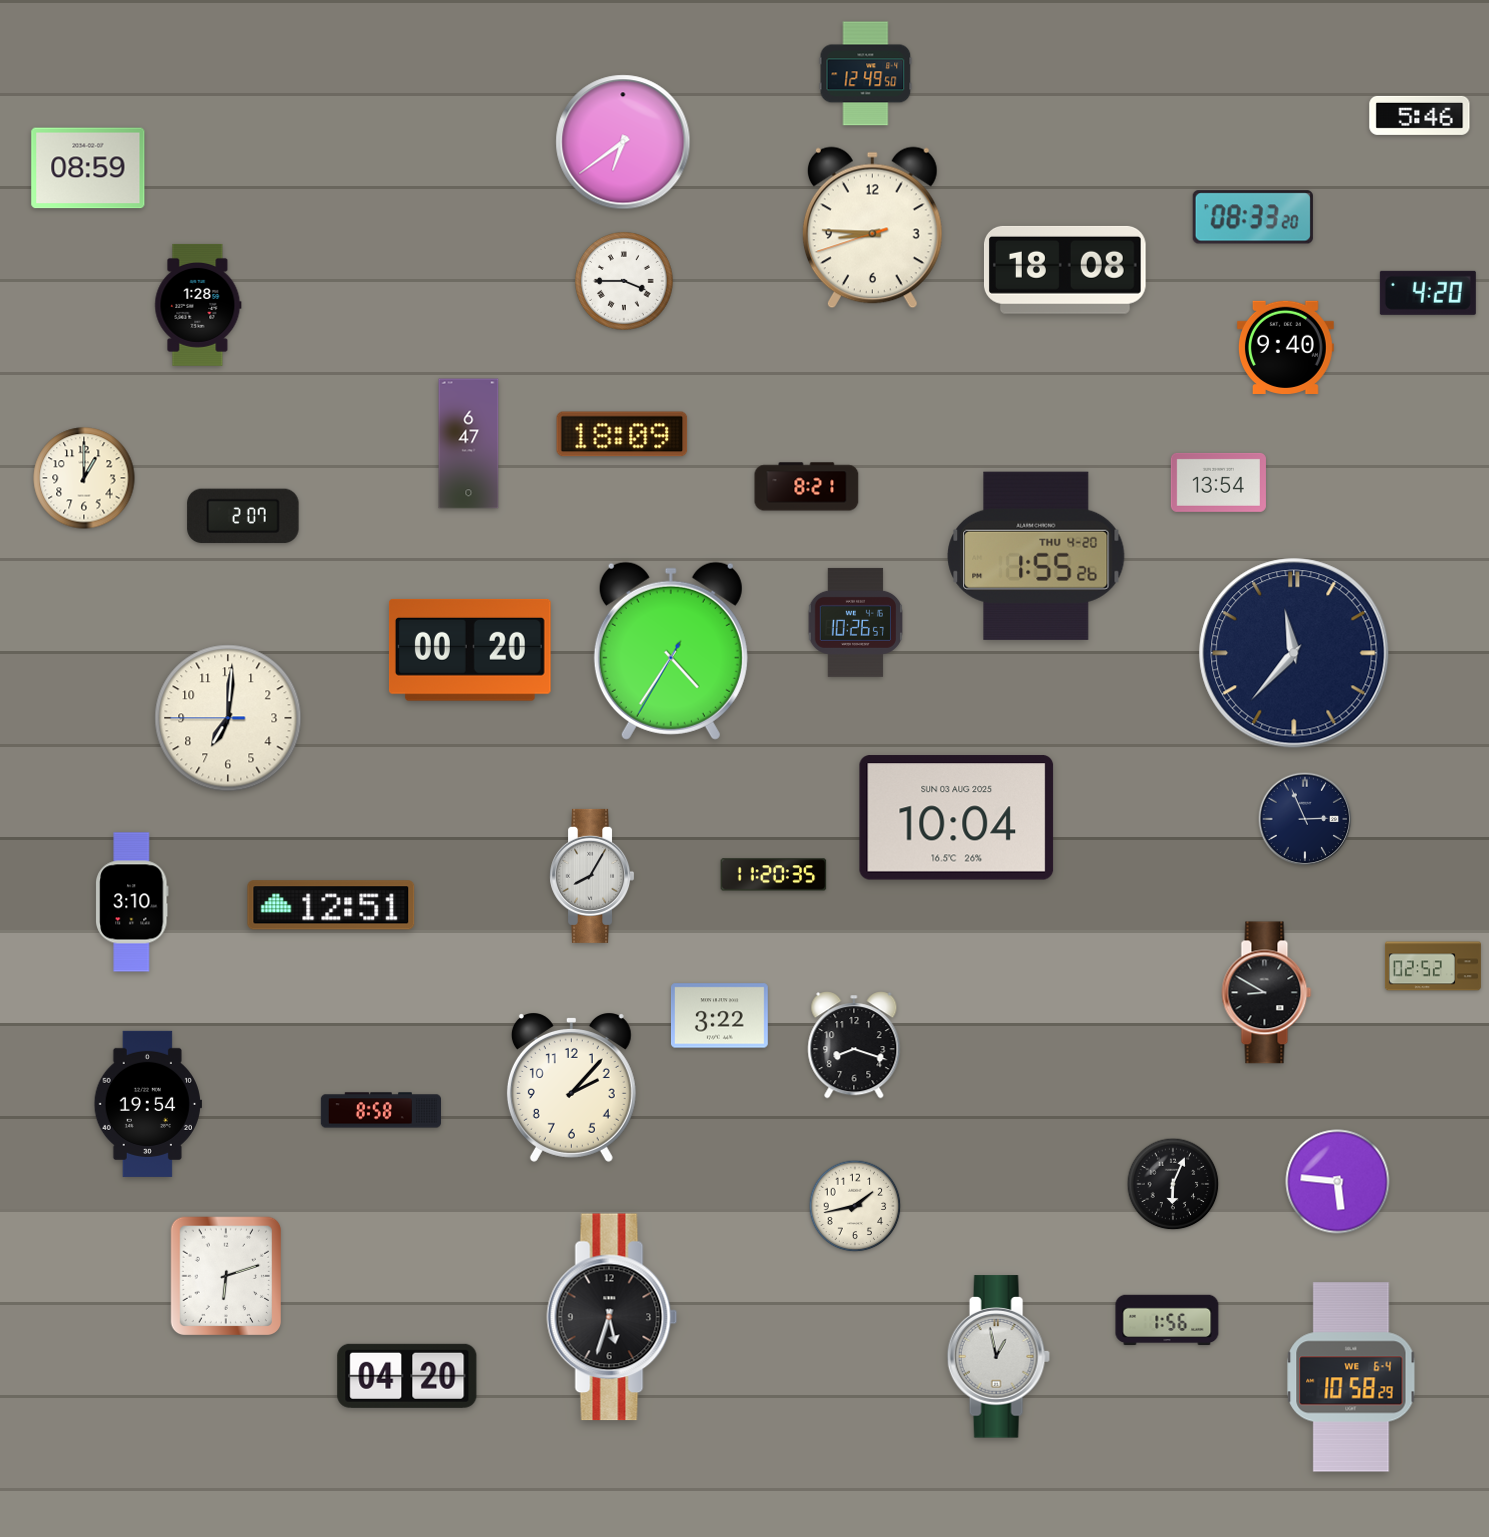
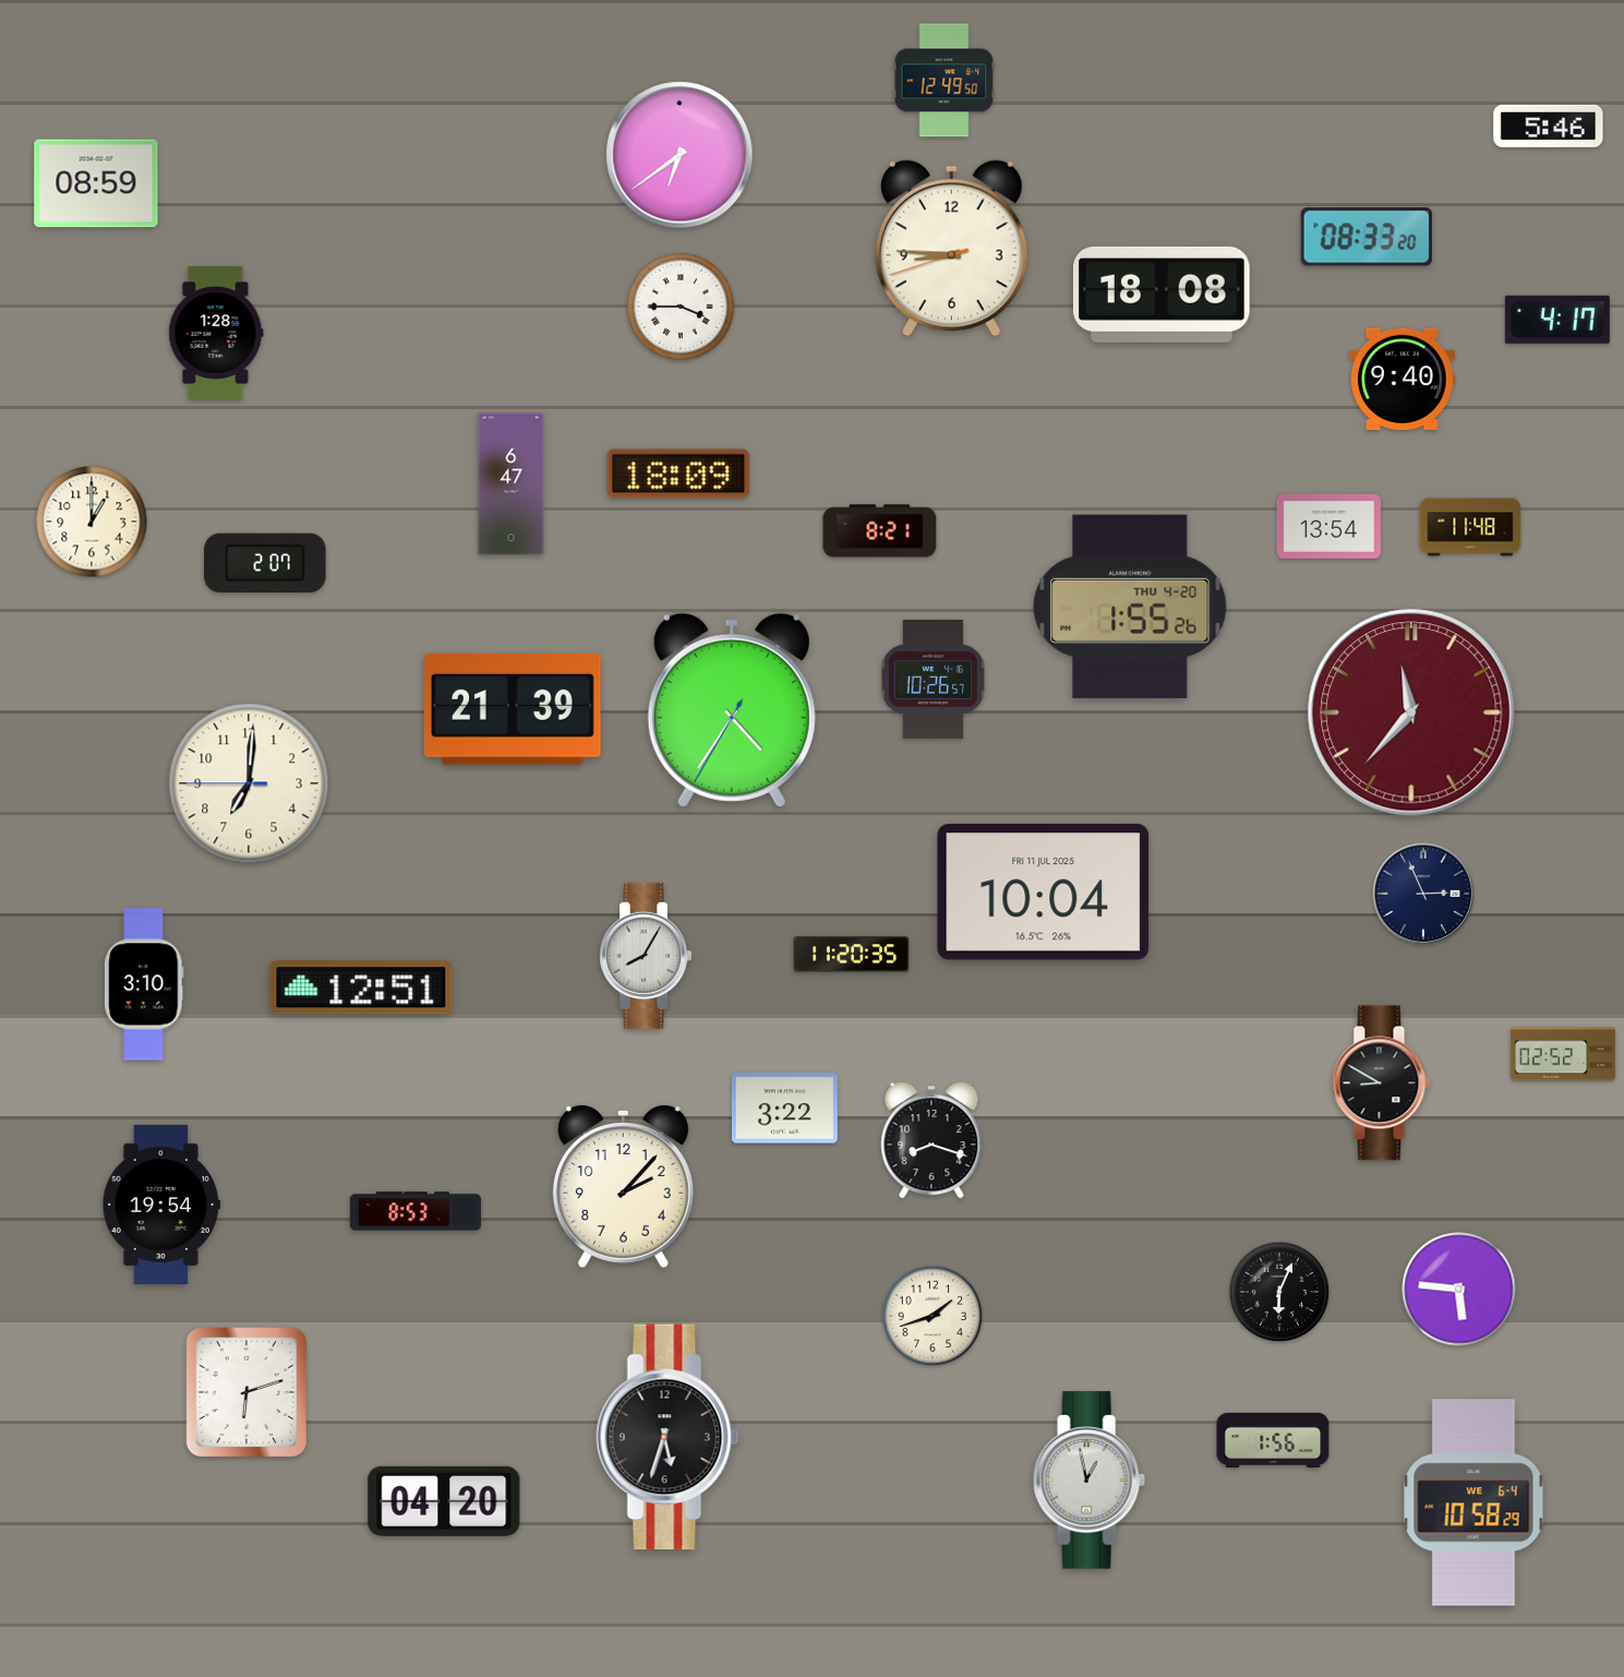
clock at (1428, 293): 4:20 -> 4:17
clock at (1470, 527): none -> 11:48
clock at (470, 650): 00:20 -> 21:39
clock at (1294, 653) dial: navy -> burgundy
clock at (957, 818) date: SUN 03 AUG 2025 -> FRI 11 JUL 2025
clock at (774, 875) position: (774, 875) -> (852, 955)
clock at (380, 1110): 8:58 -> 8:53
clock at (855, 1206): 1:43 -> 1:42
